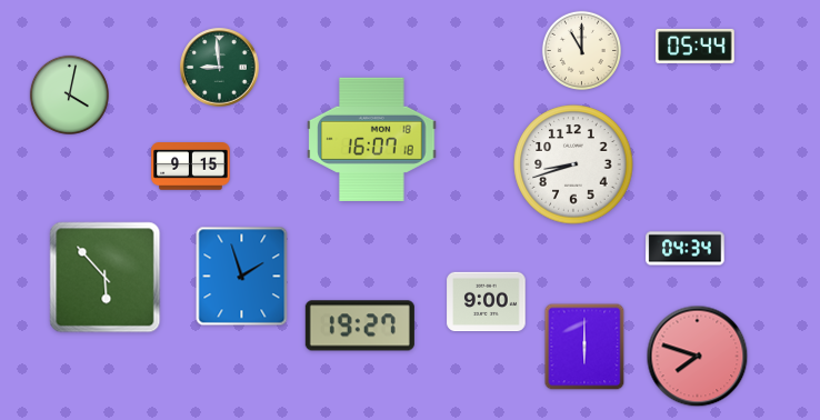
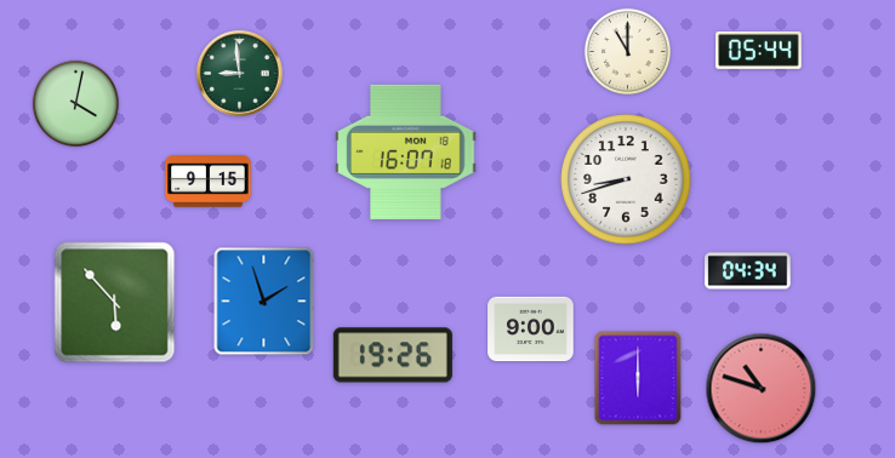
clock at (581, 50) position: (581, 50) -> (627, 51)
clock at (360, 326): 19:27 -> 19:26
clock at (698, 357): 7:48 -> 10:48
